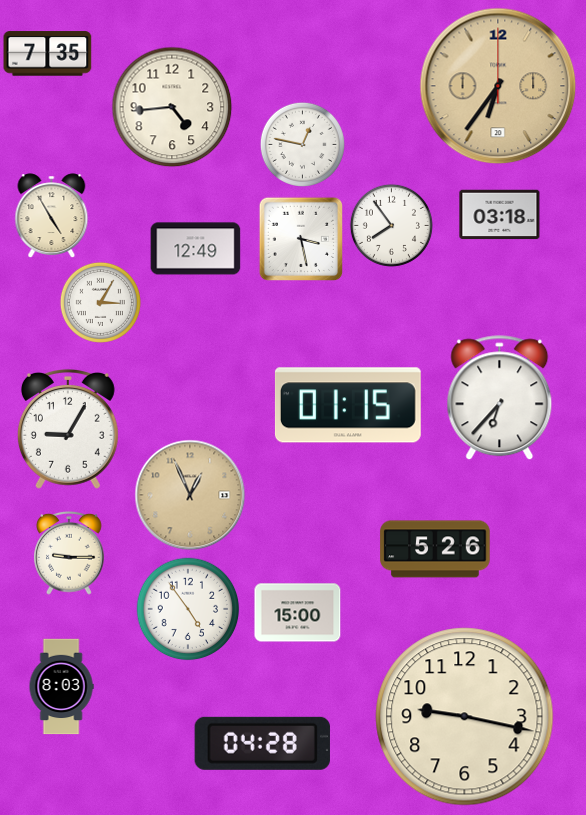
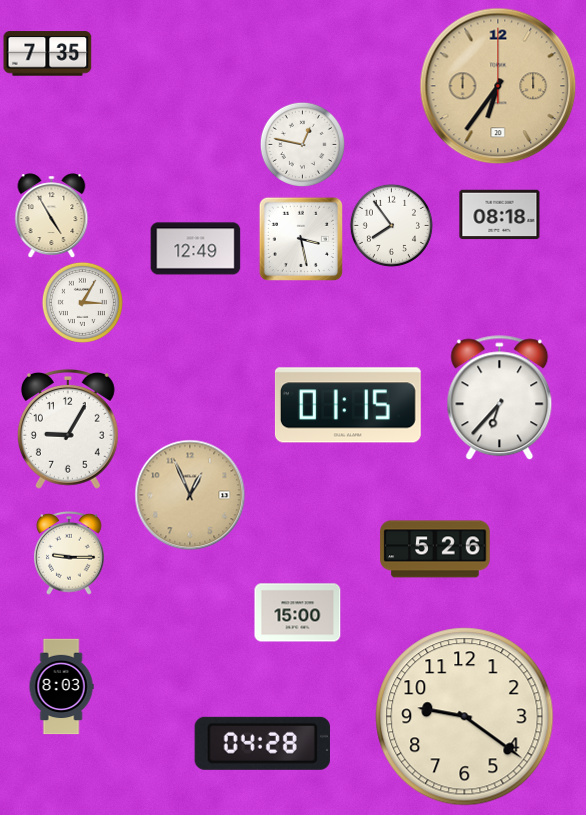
clock at (172, 107): 4:44 -> none
clock at (500, 215): 03:18 -> 08:18
clock at (100, 302) position: (100, 302) -> (82, 302)
clock at (188, 609): 4:54 -> none
clock at (465, 717): 9:17 -> 9:21
